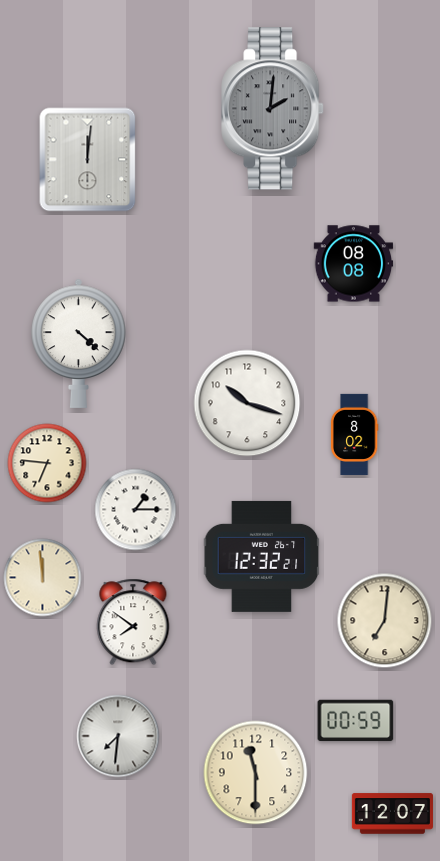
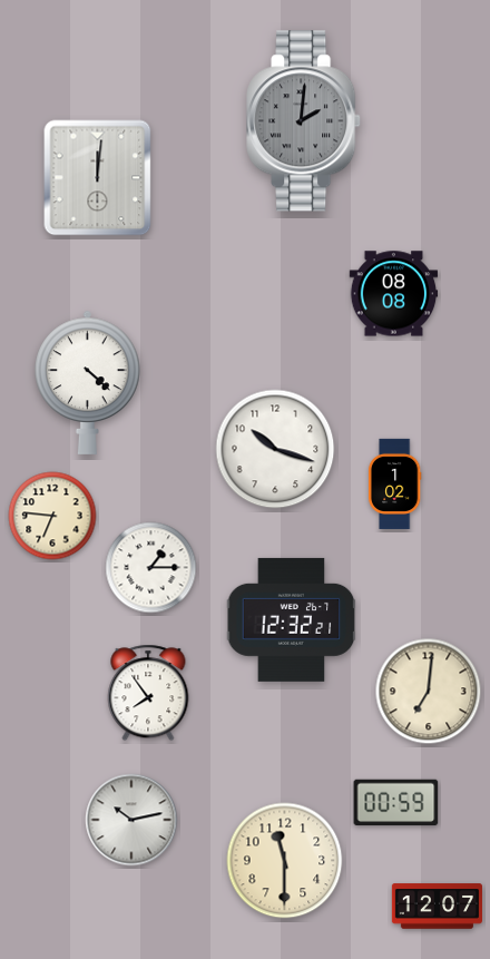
clock at (354, 434): 8:02 -> 1:02
clock at (43, 578): 11:59 -> none
clock at (133, 622): 7:51 -> 7:54
clock at (118, 736): 7:31 -> 10:13
